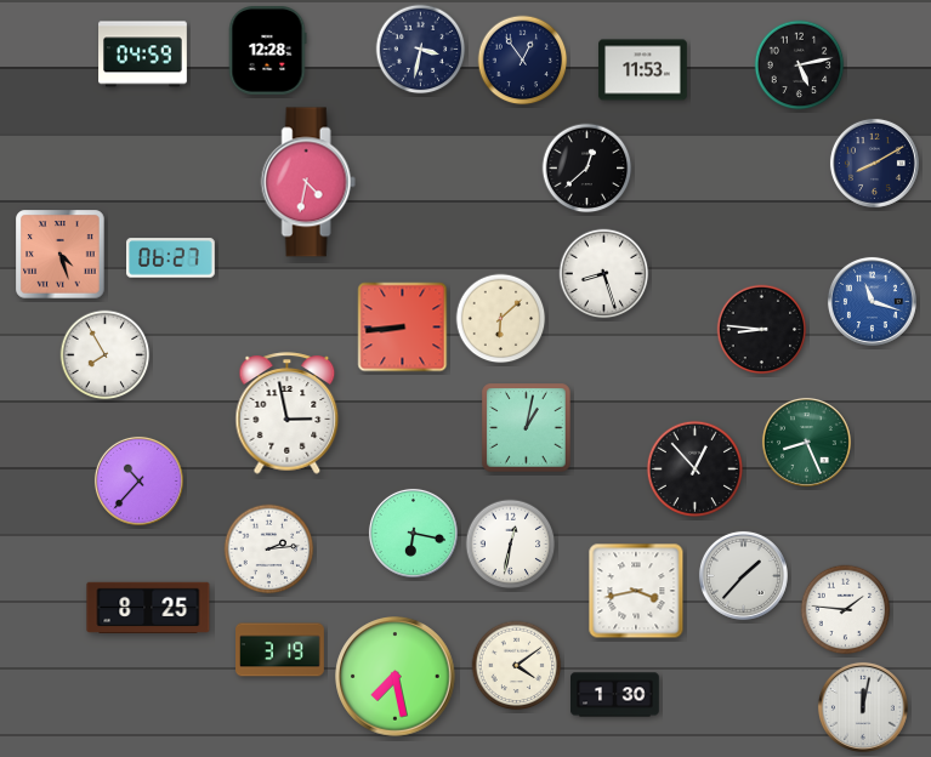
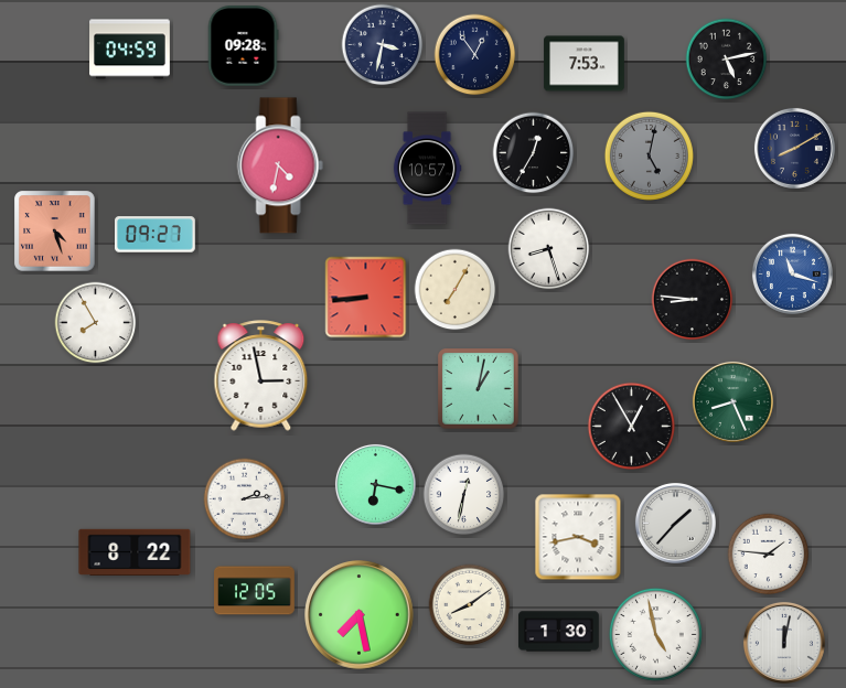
clock at (267, 51): 12:28 -> 09:28
clock at (643, 70): 11:53 -> 7:53
clock at (587, 169): 12:38 -> 12:35
clock at (649, 155): none -> 5:02
clock at (427, 169): none -> 10:57
clock at (171, 258): 06:27 -> 09:27
clock at (501, 319): 6:08 -> 7:05
clock at (694, 468): 12:53 -> 12:55
clock at (138, 480): 10:37 -> none
clock at (148, 607): 8:25 -> 8:22
clock at (280, 650): 3:19 -> 12:05
clock at (517, 666): 4:09 -> 8:09
clock at (655, 634): none -> 4:58
